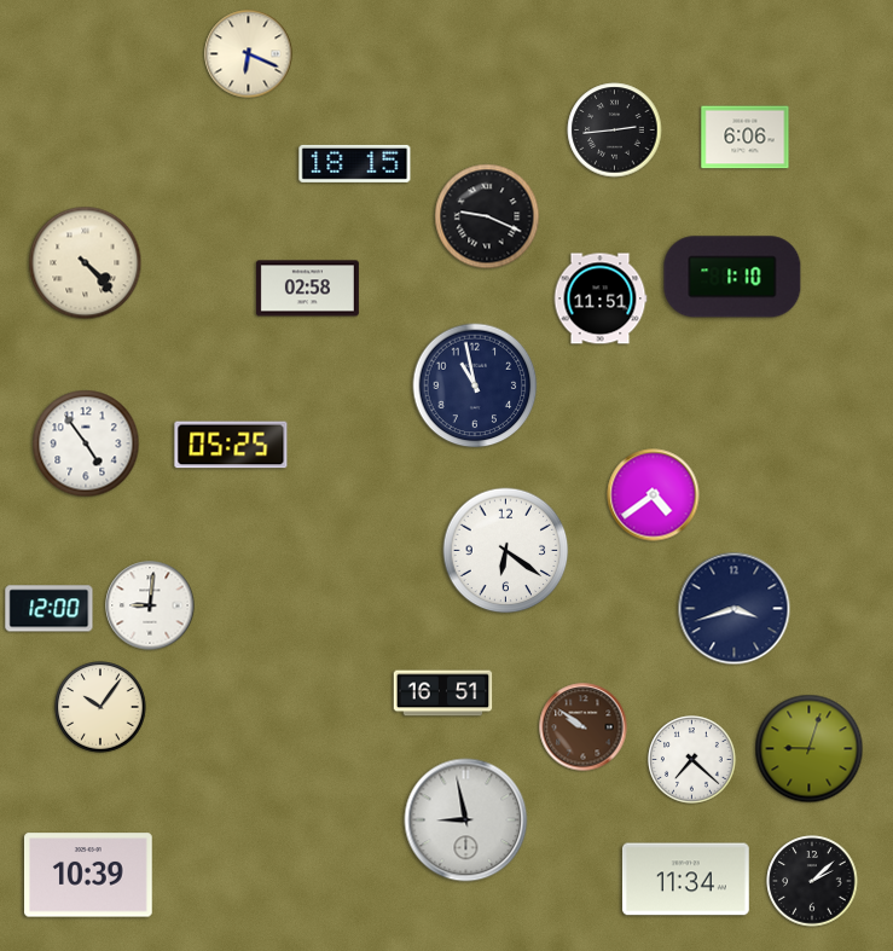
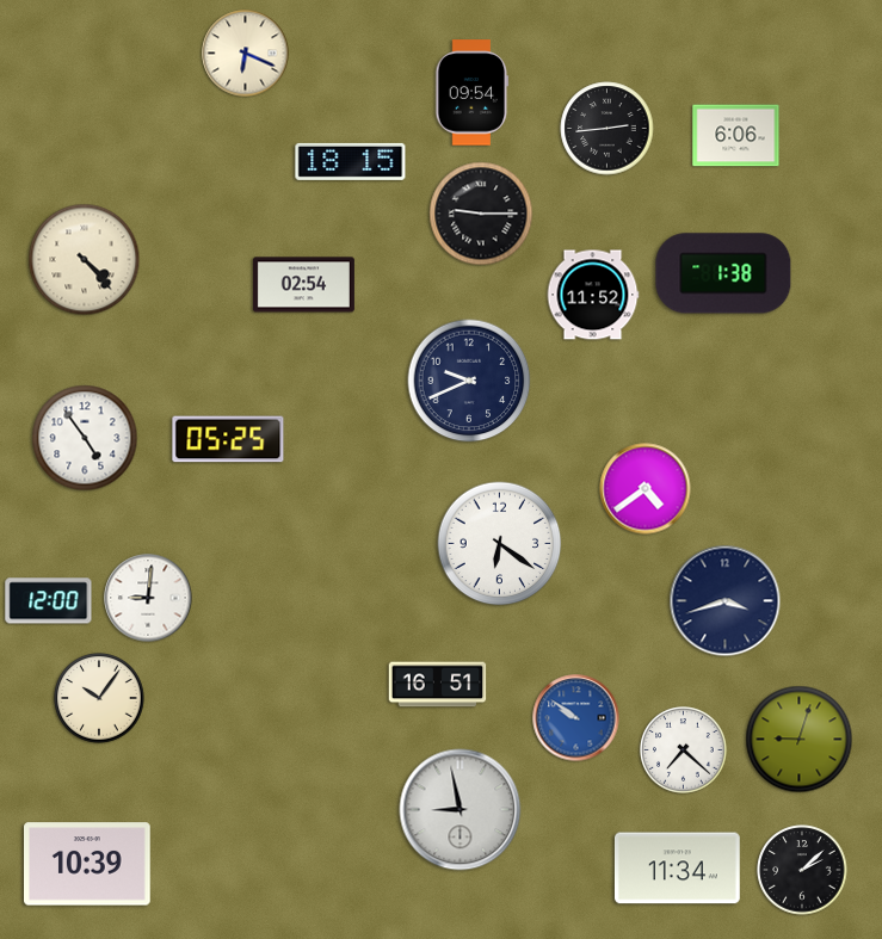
clock at (473, 93): none -> 09:54
clock at (487, 216): 9:19 -> 9:15
clock at (732, 277): 1:10 -> 1:38
clock at (307, 289): 02:58 -> 02:54
clock at (601, 298): 11:51 -> 11:52
clock at (475, 385): 10:58 -> 9:41
clock at (584, 727) dial: brown -> blue
